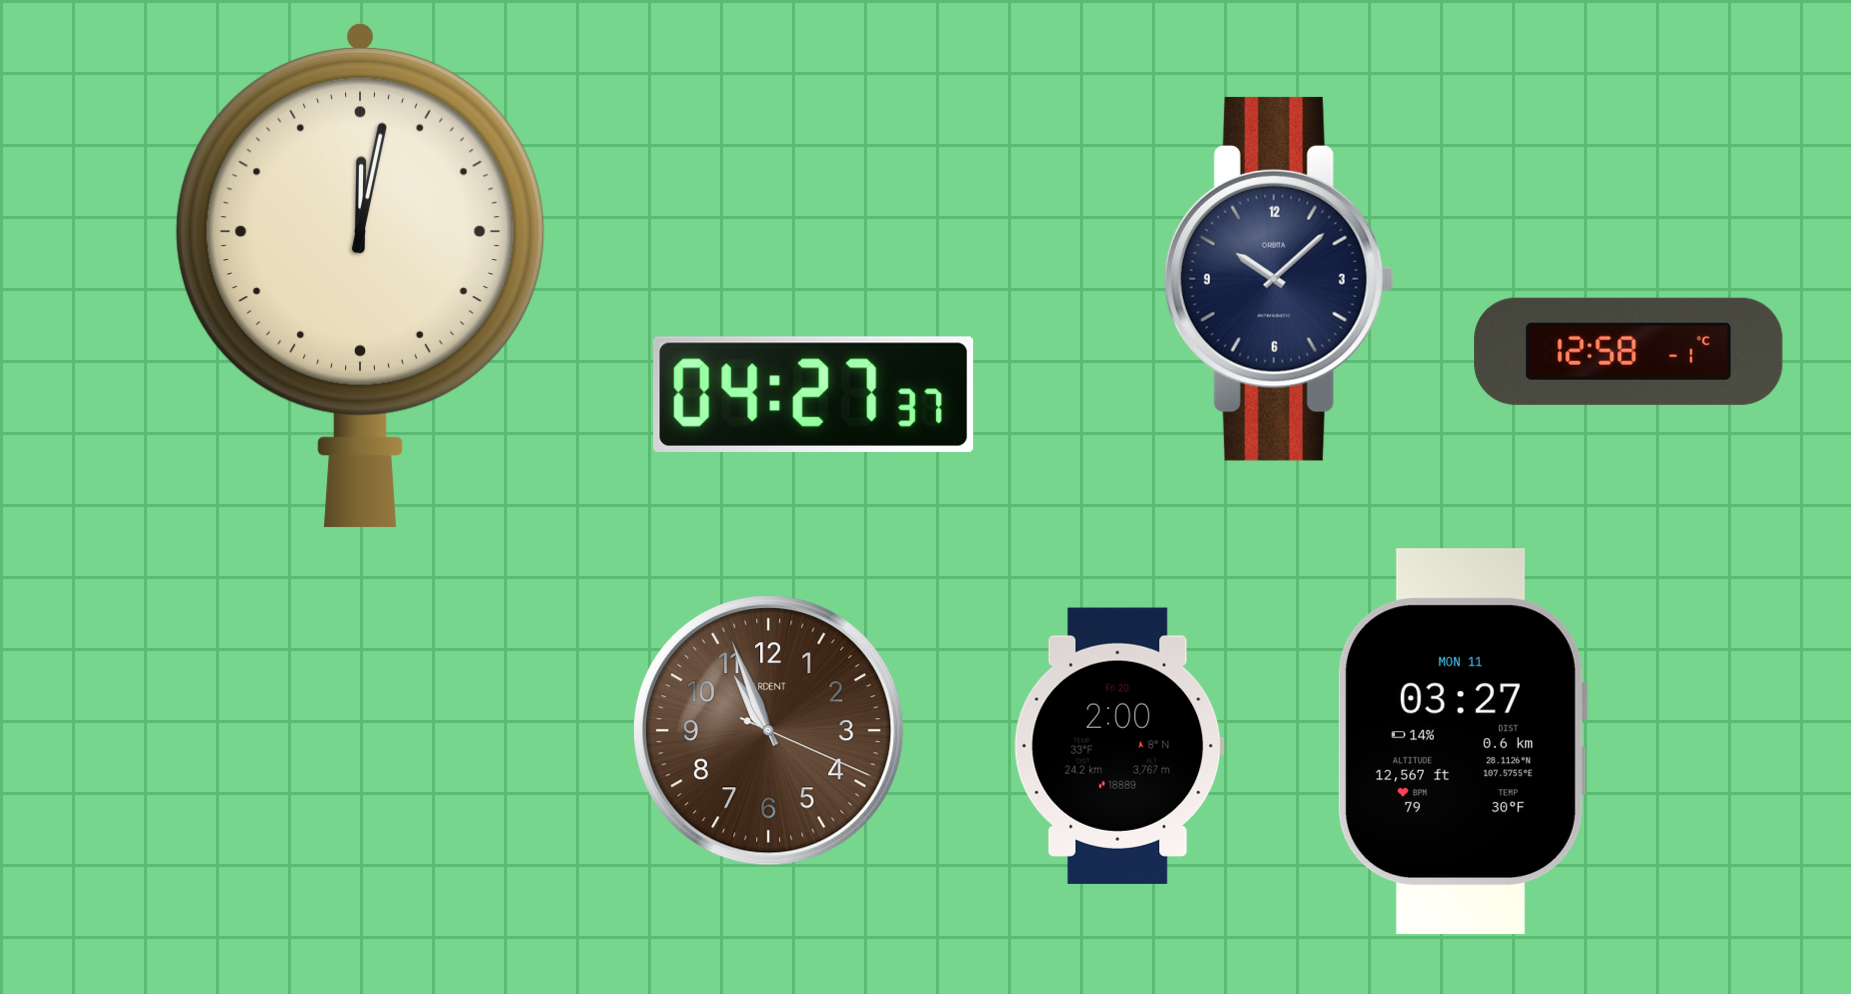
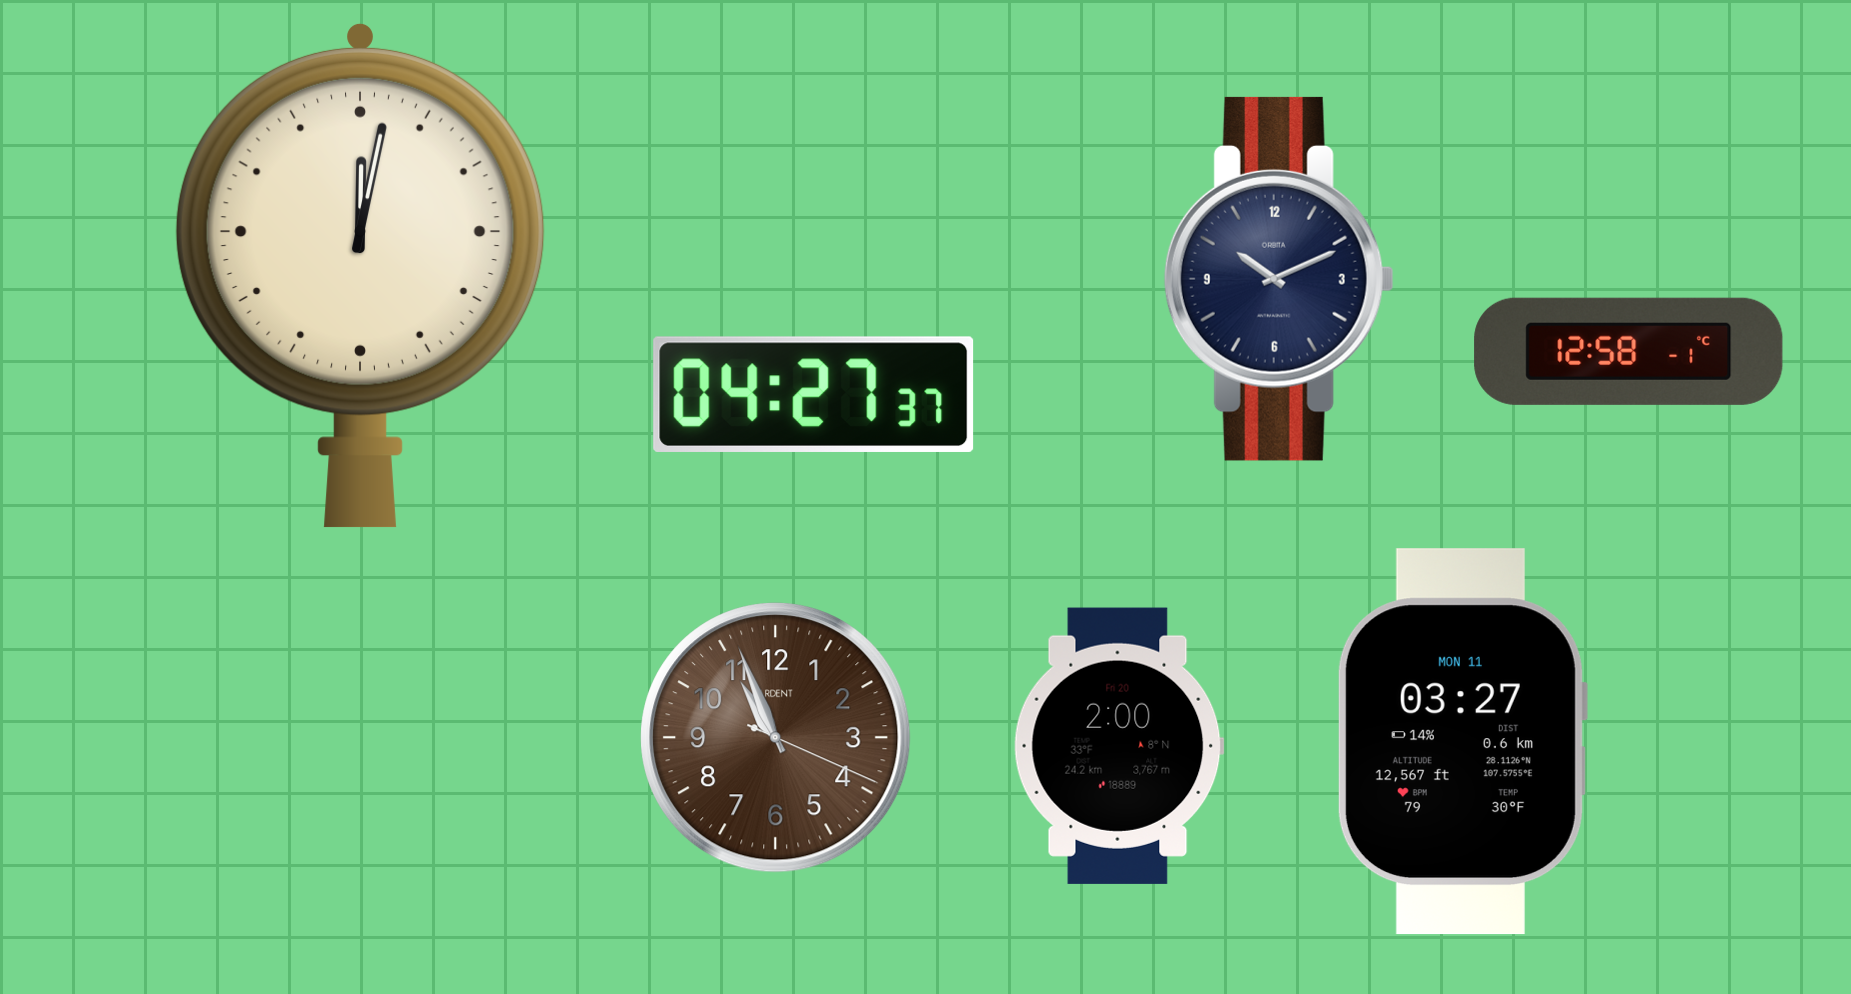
clock at (1279, 279): 10:08 -> 10:11
clock at (769, 731) position: (769, 731) -> (776, 738)
